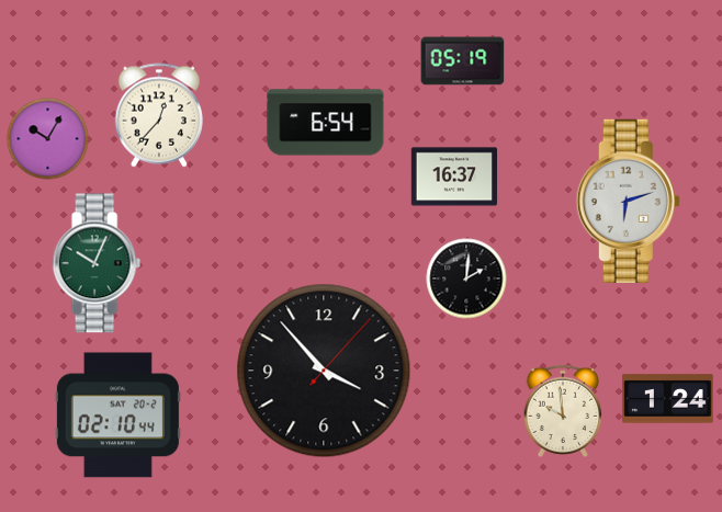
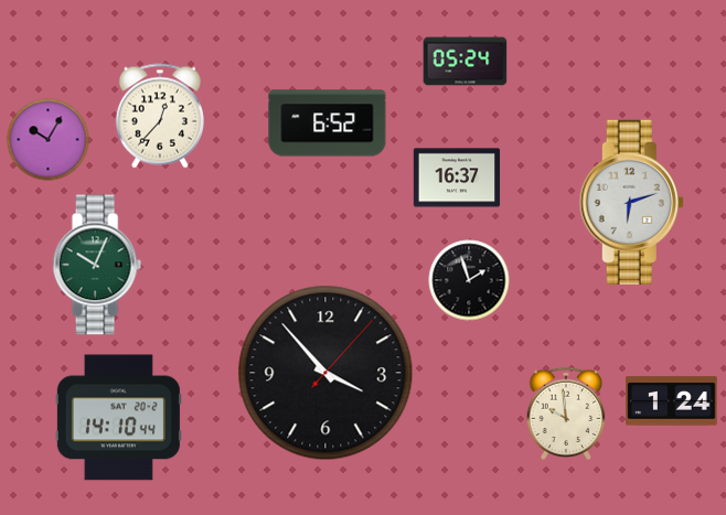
clock at (463, 61): 05:19 -> 05:24
clock at (326, 123): 6:54 -> 6:52
clock at (466, 278): 2:01 -> 1:57
clock at (117, 416): 02:10 -> 14:10
